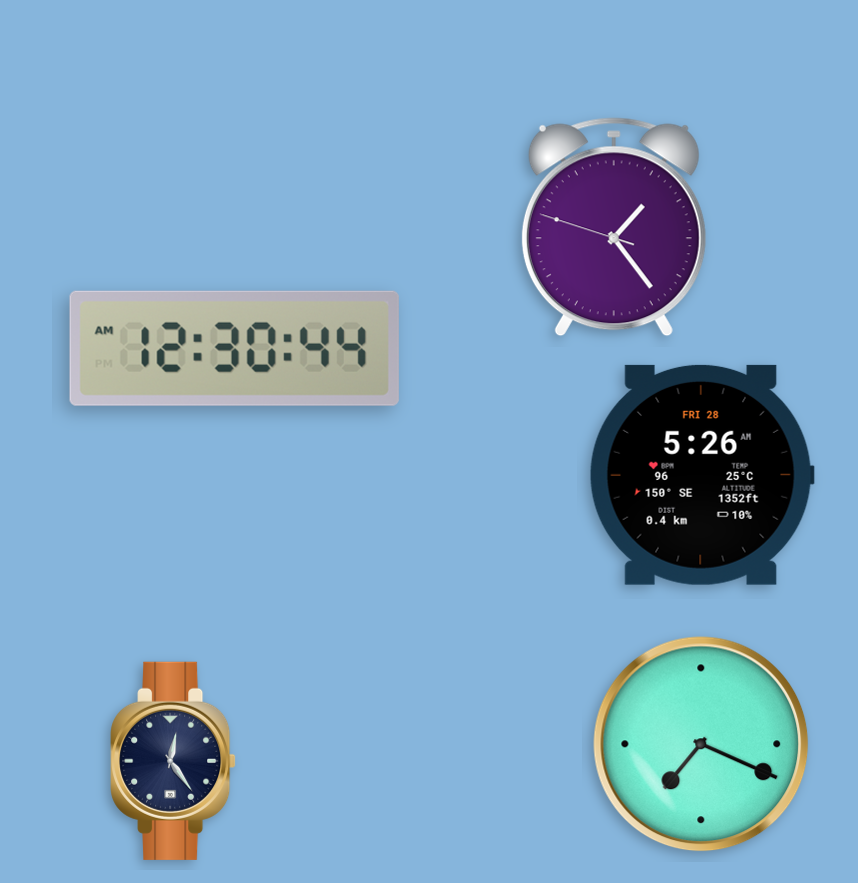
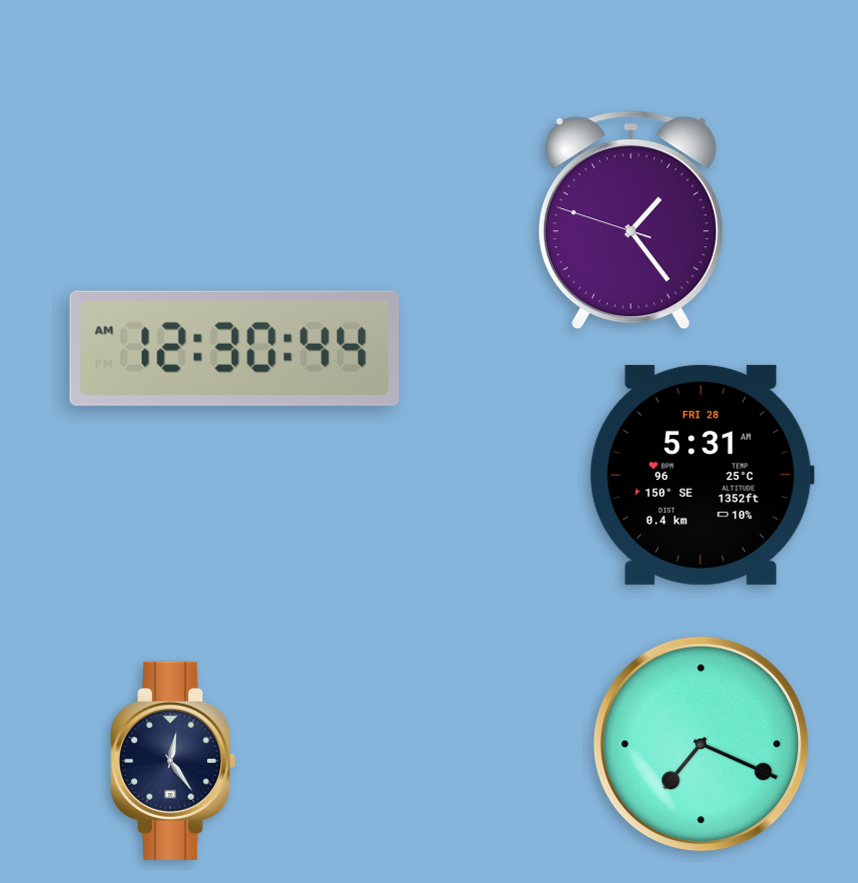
clock at (614, 227) position: (614, 227) -> (631, 220)
clock at (702, 475): 5:26 -> 5:31
